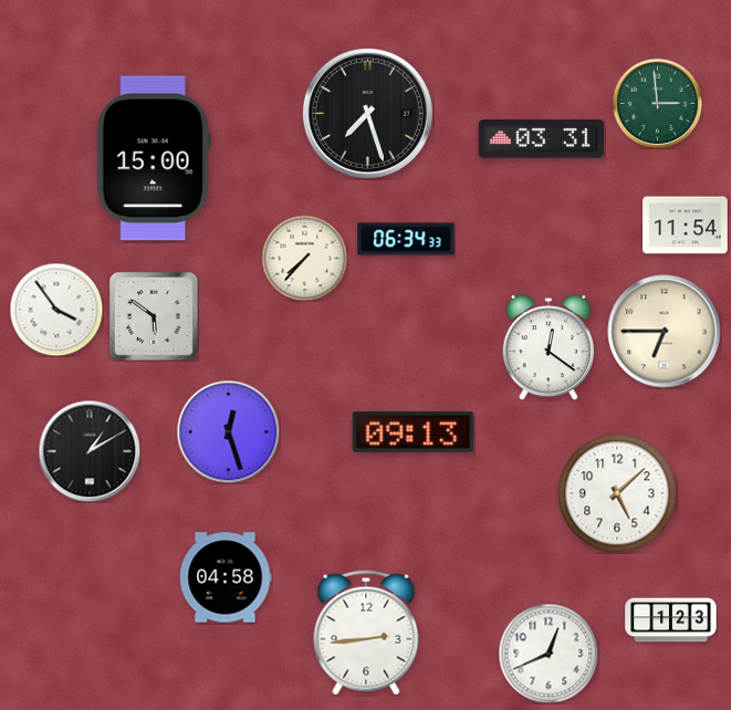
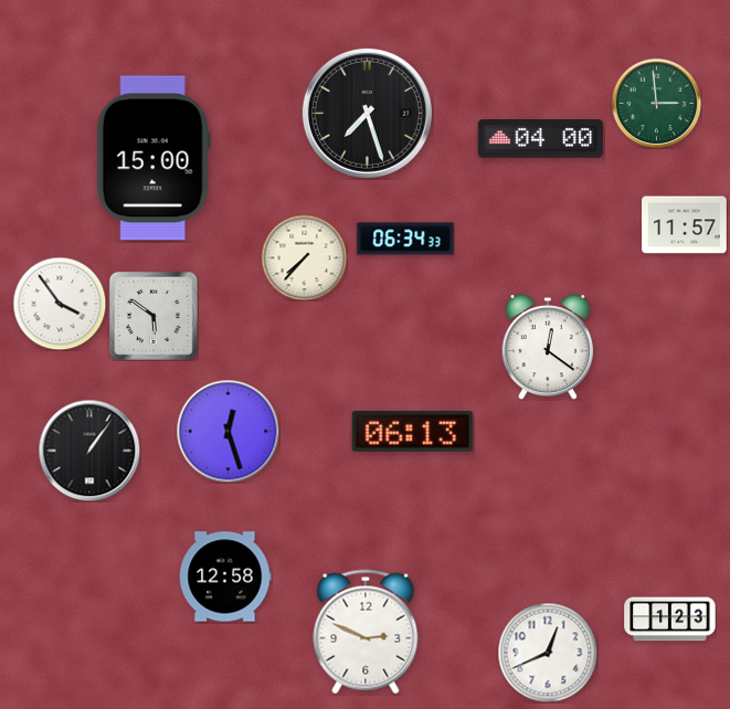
clock at (541, 139): 03:31 -> 04:00
clock at (686, 226): 11:54 -> 11:57
clock at (56, 310) position: (56, 310) -> (60, 304)
clock at (665, 332): 6:45 -> none
clock at (414, 431): 09:13 -> 06:13
clock at (90, 451): 1:10 -> 1:06
clock at (617, 493): 5:08 -> none
clock at (226, 577): 04:58 -> 12:58
clock at (366, 633): 2:44 -> 2:49
